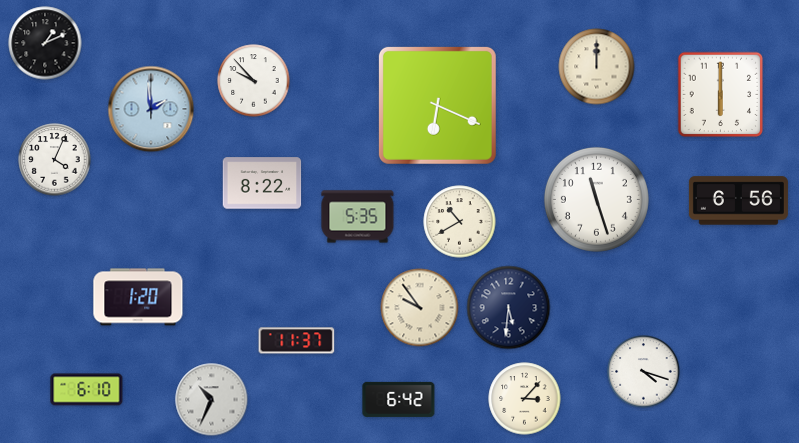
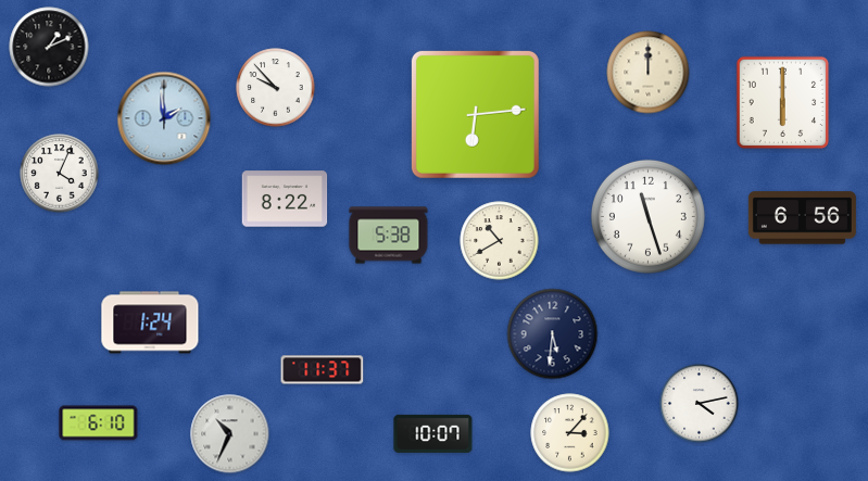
clock at (437, 105): 6:19 -> 6:14
clock at (358, 217): 5:35 -> 5:38
clock at (138, 297): 1:20 -> 1:24
clock at (420, 308): 9:54 -> none
clock at (644, 372): 4:18 -> 4:13
clock at (87, 390) position: (87, 390) -> (99, 423)
clock at (399, 399): 6:42 -> 10:07
